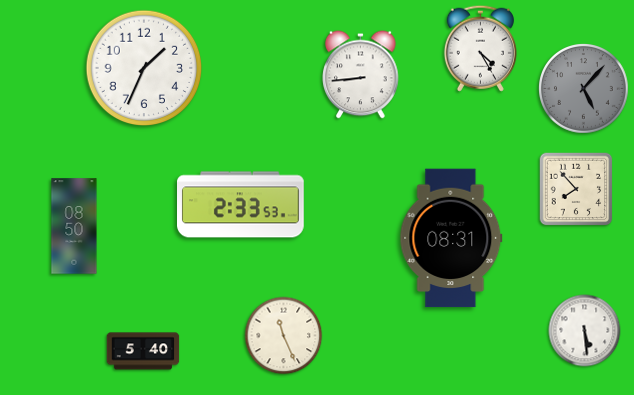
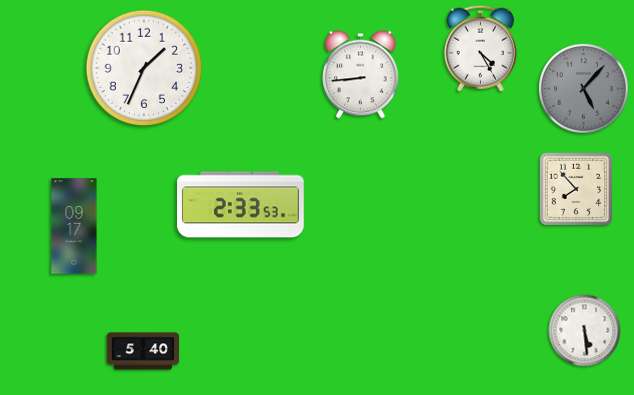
clock at (74, 226): 08:50 -> 09:17
clock at (451, 238): 08:31 -> none
clock at (284, 336): 11:26 -> none
